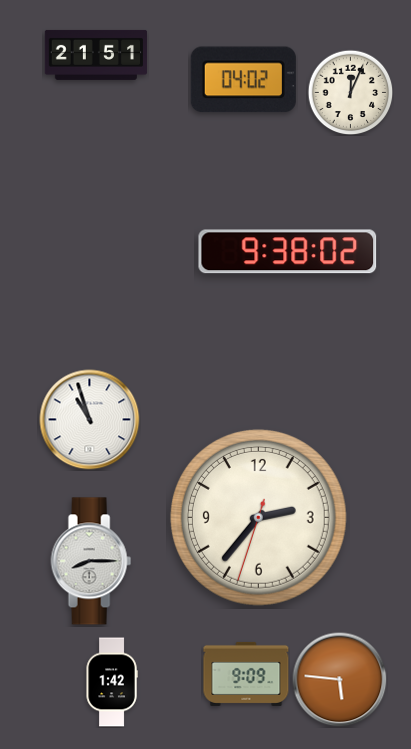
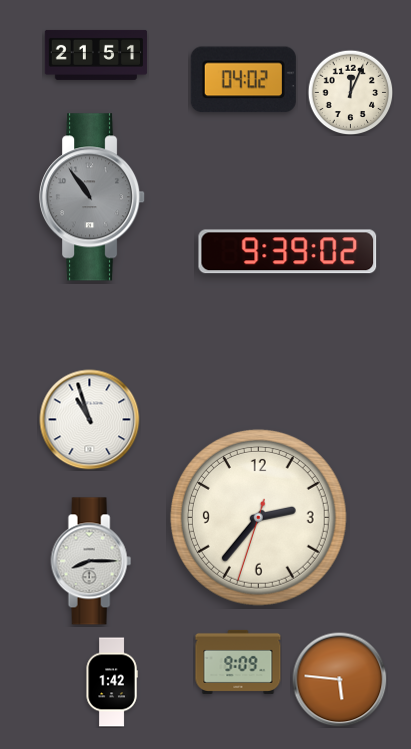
clock at (93, 197): none -> 10:54
clock at (288, 252): 9:38 -> 9:39
clock at (246, 674) position: (246, 674) -> (238, 662)
